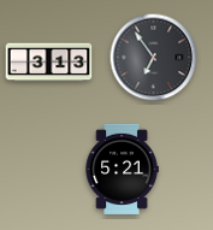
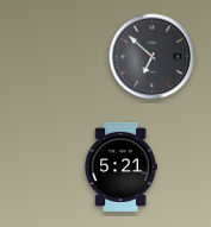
clock at (154, 58): 6:54 -> 6:52
clock at (49, 63): 3:13 -> none
